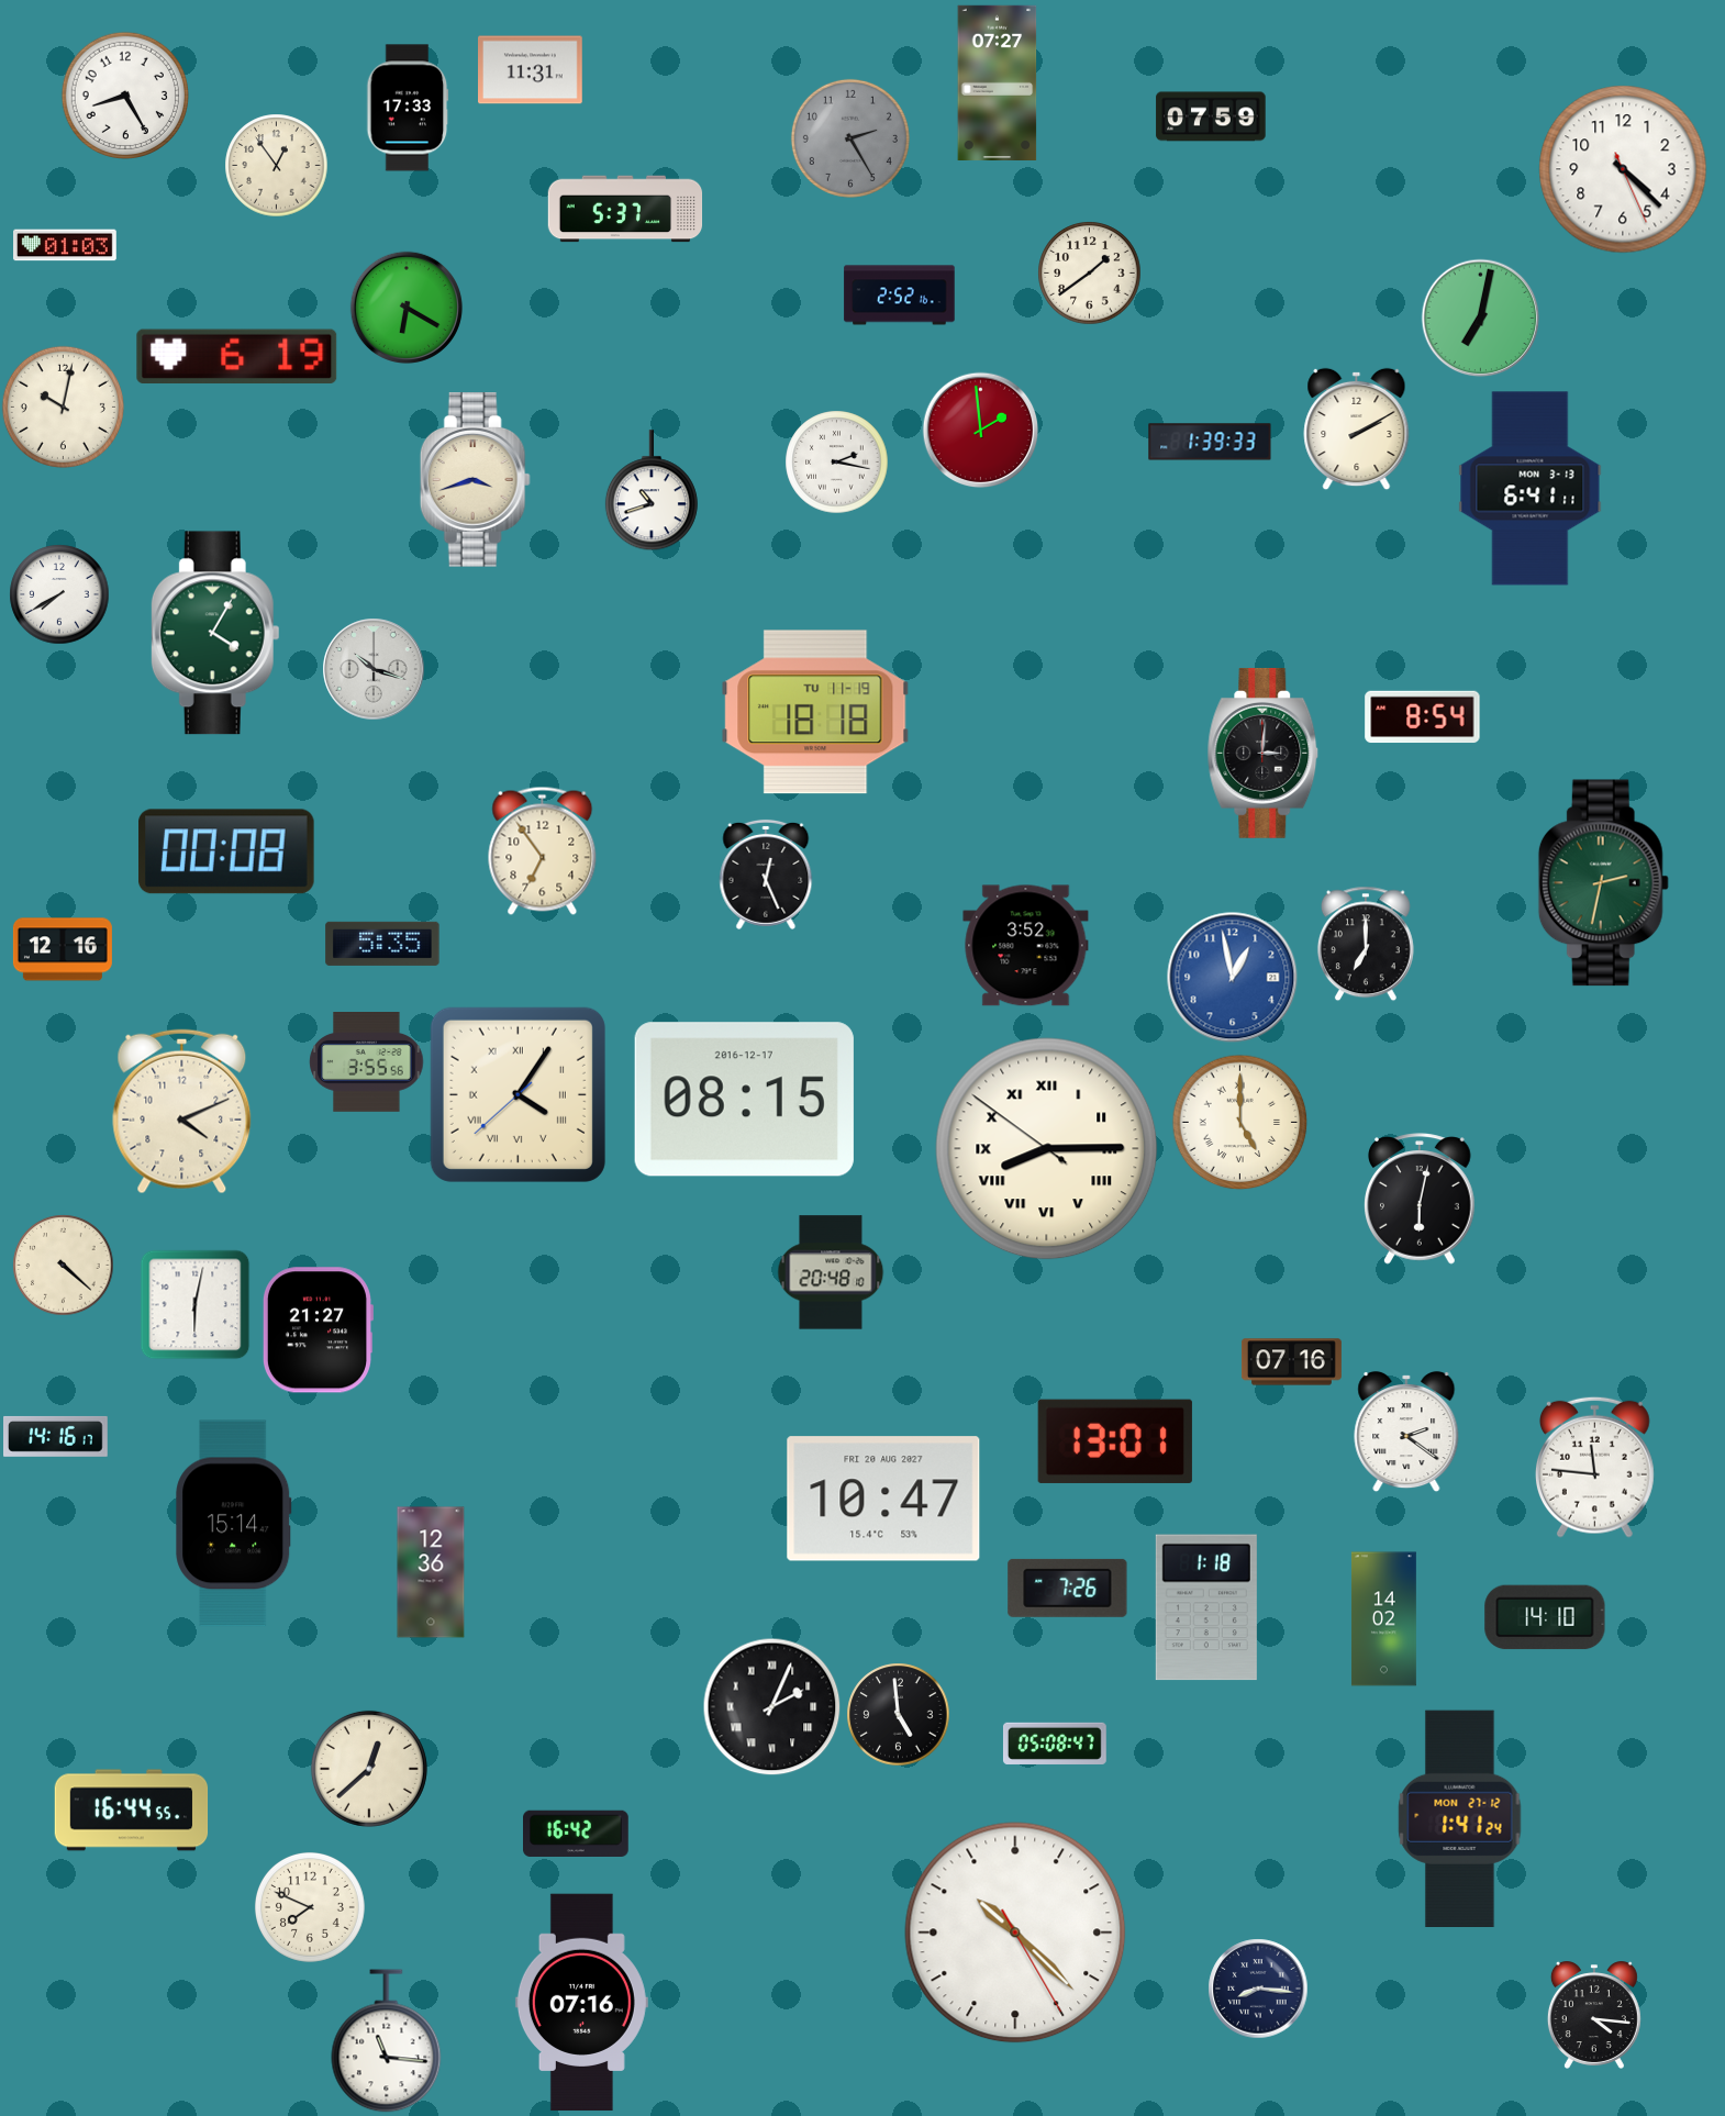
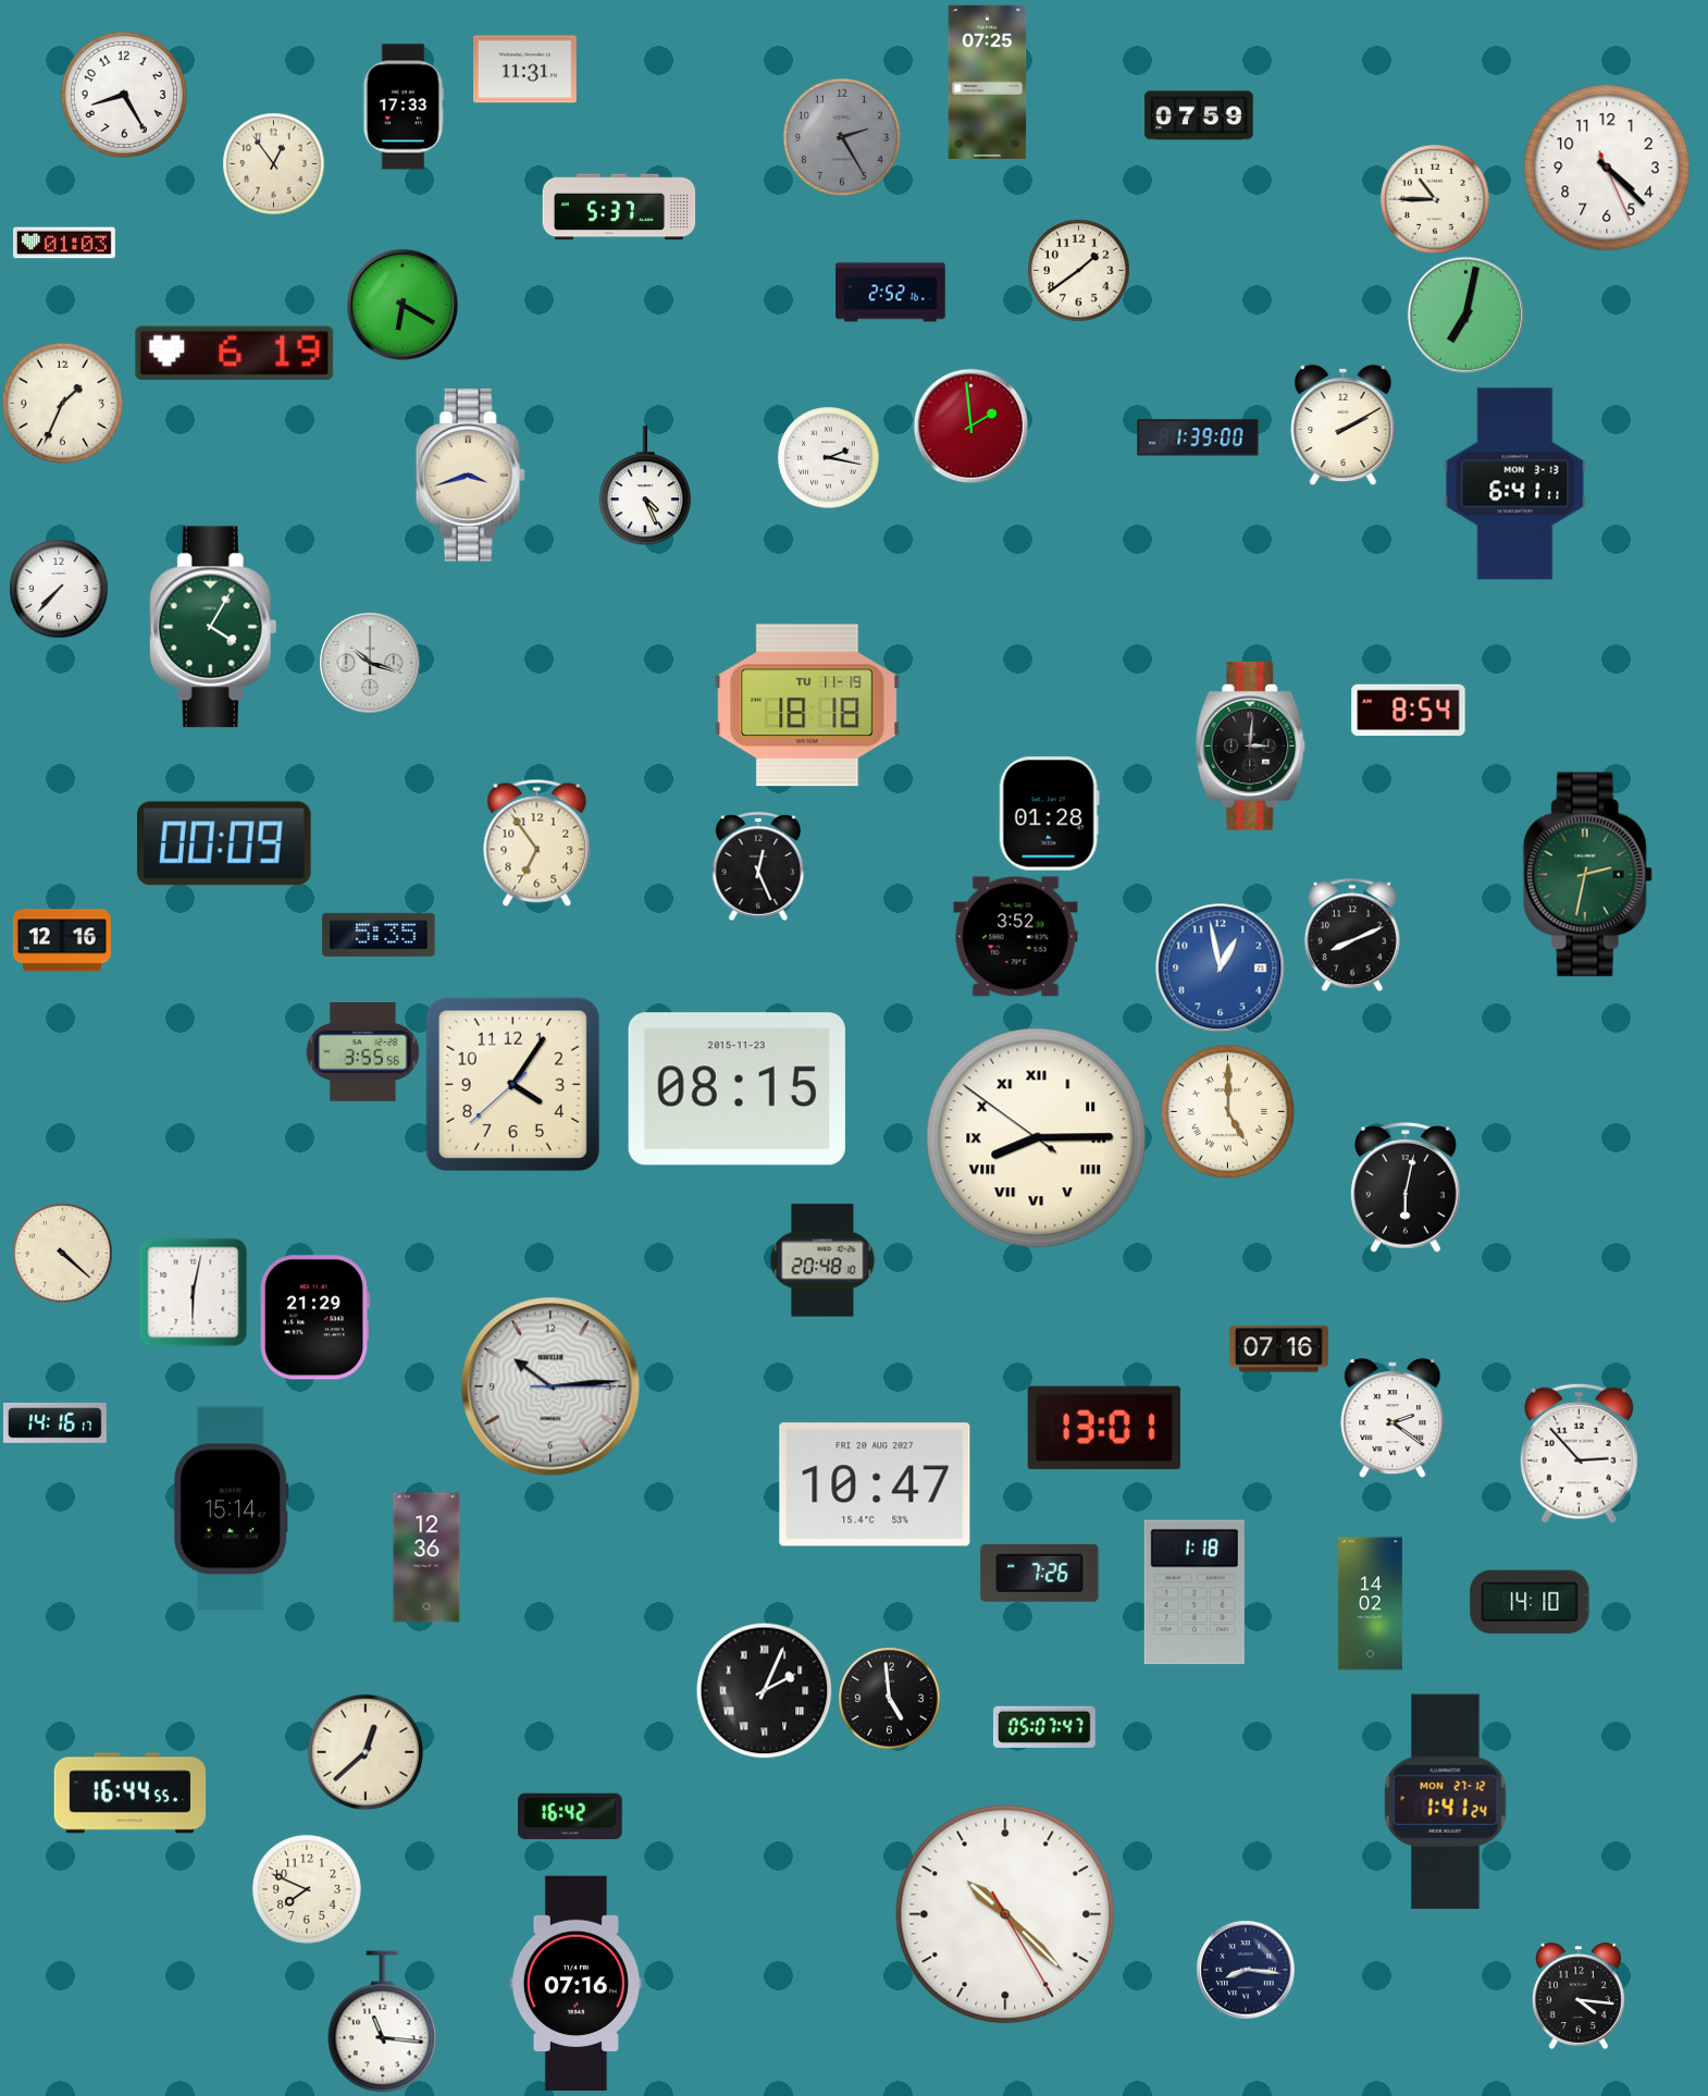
clock at (998, 82): 07:27 -> 07:25
clock at (1435, 199): none -> 10:45
clock at (63, 407): 10:02 -> 1:34
clock at (1210, 442): 1:39:33 -> 1:39:00
clock at (652, 490): 10:42 -> 4:26
clock at (59, 594): 7:40 -> 7:37
clock at (1049, 814): none -> 01:28
clock at (227, 851): 00:08 -> 00:09
clock at (1366, 944): 7:00 -> 8:11
clock at (517, 1094) numerals: Roman -> Arabic
clock at (744, 1100) date: 2016-12-17 -> 2015-11-23
clock at (182, 1112): 4:11 -> none
clock at (318, 1330): 21:27 -> 21:29
clock at (550, 1386): none -> 10:14
clock at (1594, 1467): 11:46 -> 2:53
clock at (1068, 1588) position: (1068, 1588) -> (1040, 1573)
clock at (1055, 1744): 05:08 -> 05:07
